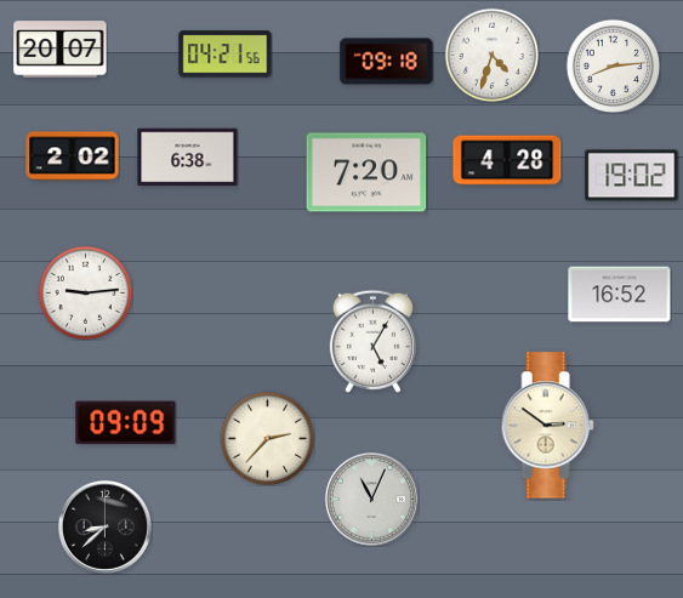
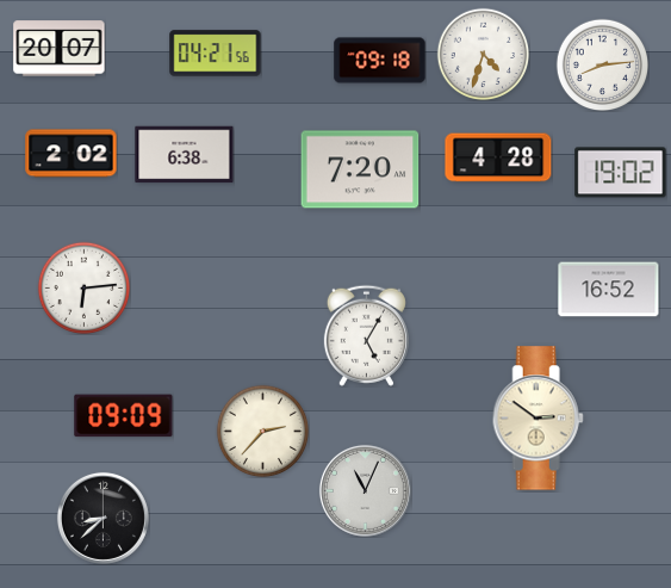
clock at (226, 55) position: (226, 55) -> (216, 54)
clock at (85, 292): 9:14 -> 6:14
